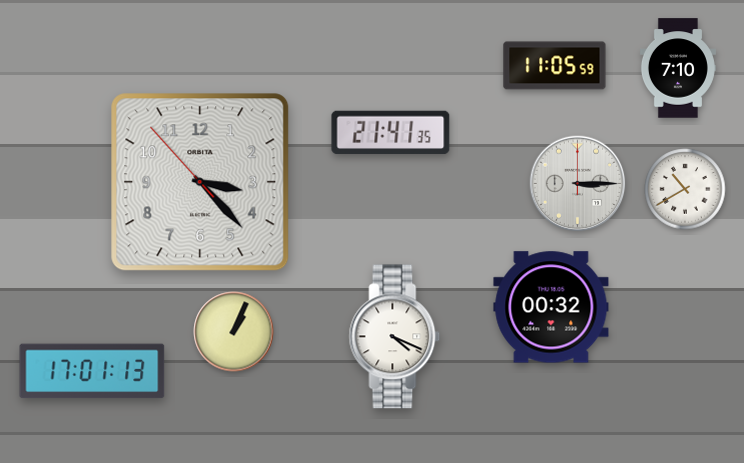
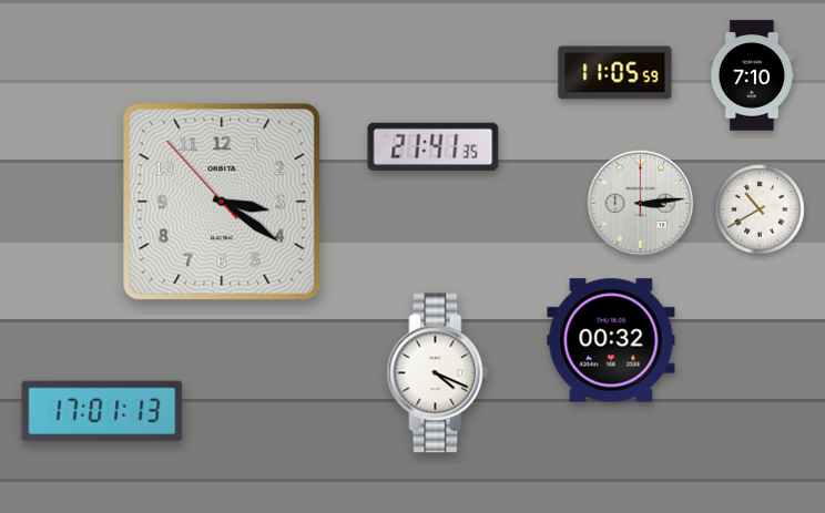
clock at (200, 182): 3:22 -> 3:20
clock at (578, 184): 3:15 -> 3:14
clock at (234, 332): 1:04 -> none
